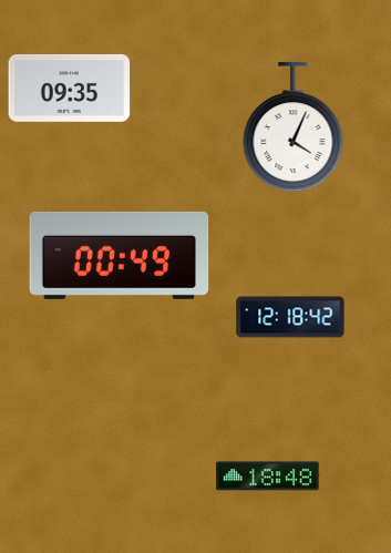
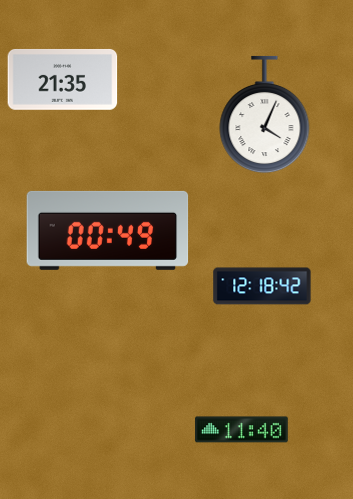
clock at (70, 88): 09:35 -> 21:35
clock at (268, 477): 18:48 -> 11:40
